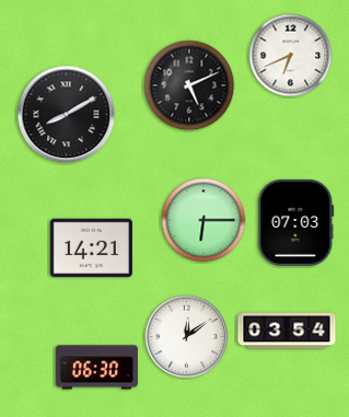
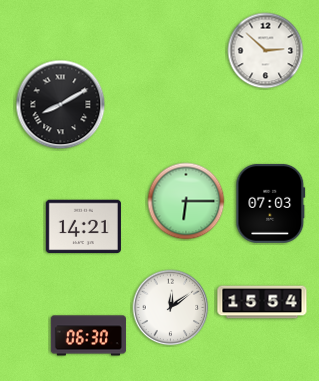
clock at (291, 56): 6:41 -> 2:52
clock at (189, 85): 5:11 -> none
clock at (287, 331): 03:54 -> 15:54
